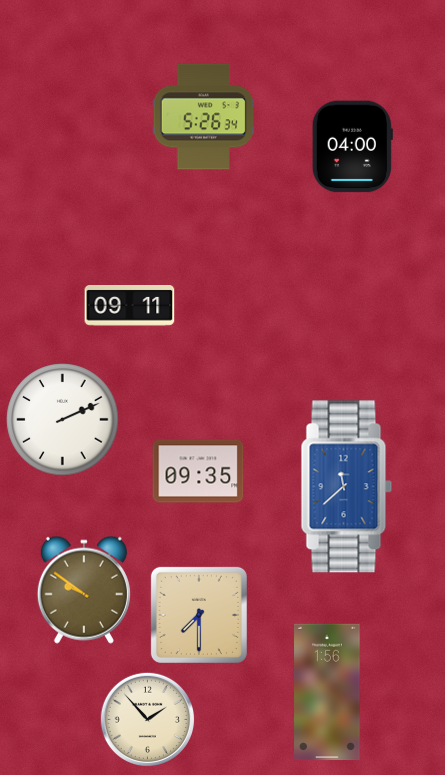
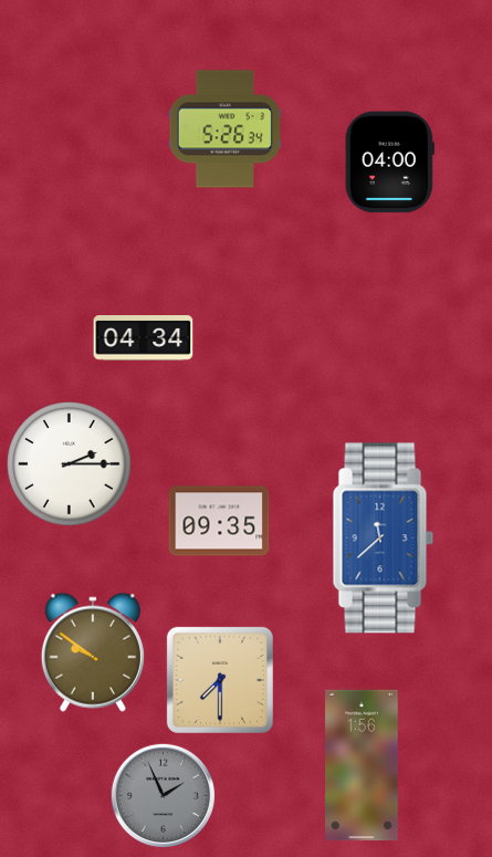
clock at (130, 306): 09:11 -> 04:34
clock at (63, 420): 2:11 -> 2:15
clock at (147, 719): 1:53 -> 1:56
clock at (147, 719) dial: cream -> grey
